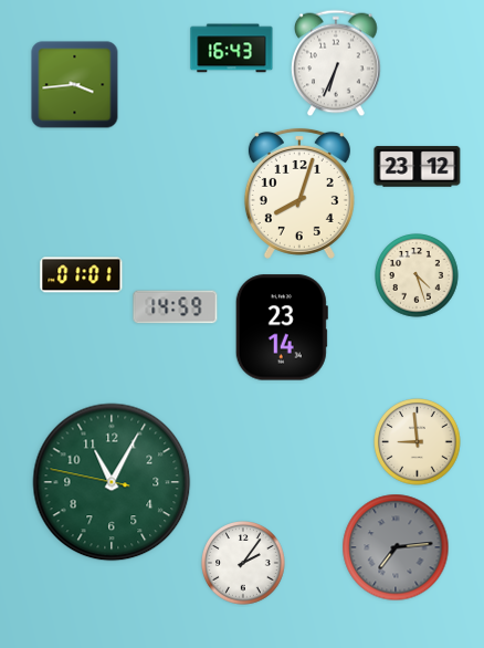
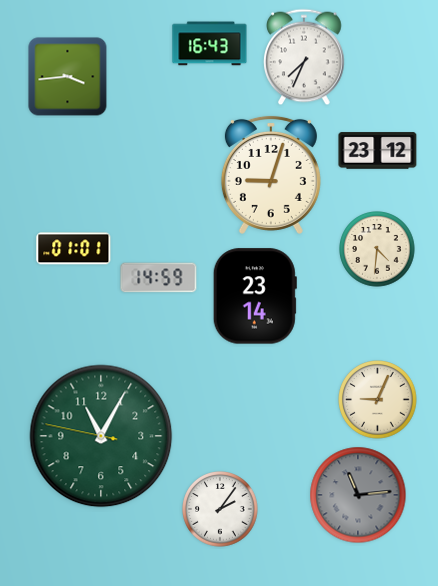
clock at (337, 63): 6:34 -> 7:34
clock at (299, 194): 8:03 -> 9:03
clock at (417, 275): 4:27 -> 4:31
clock at (418, 442): 8:59 -> 9:04
clock at (396, 547): 7:14 -> 11:14
